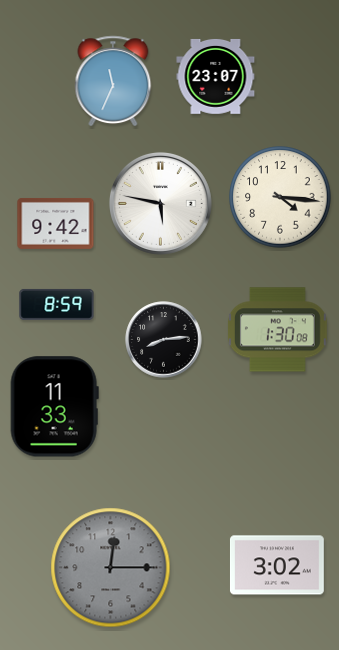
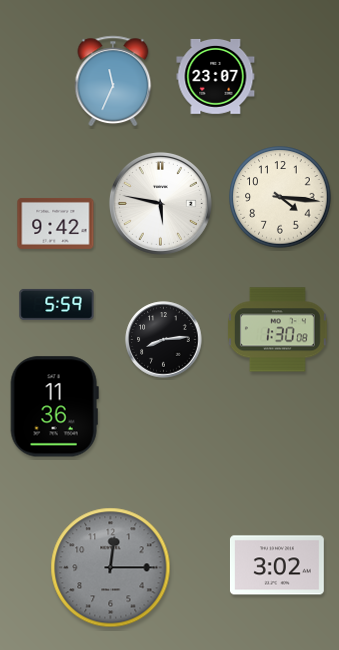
clock at (57, 304): 8:59 -> 5:59
clock at (54, 407): 11:33 -> 11:36
